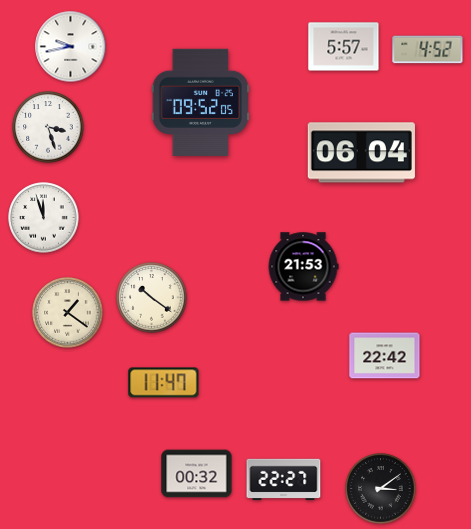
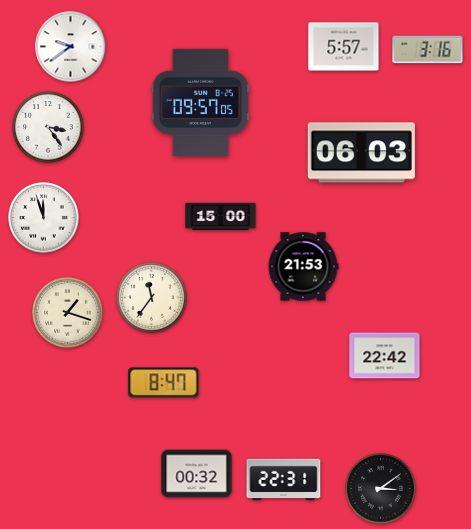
clock at (71, 47): 9:43 -> 9:39
clock at (428, 50): 4:52 -> 3:16
clock at (200, 102): 09:52 -> 09:57
clock at (48, 127): 3:27 -> 3:24
clock at (361, 153): 06:04 -> 06:03
clock at (221, 217): none -> 15:00
clock at (152, 298): 10:21 -> 11:36
clock at (68, 313): 1:21 -> 1:18
clock at (164, 383): 11:47 -> 8:47
clock at (284, 480): 22:27 -> 22:31
